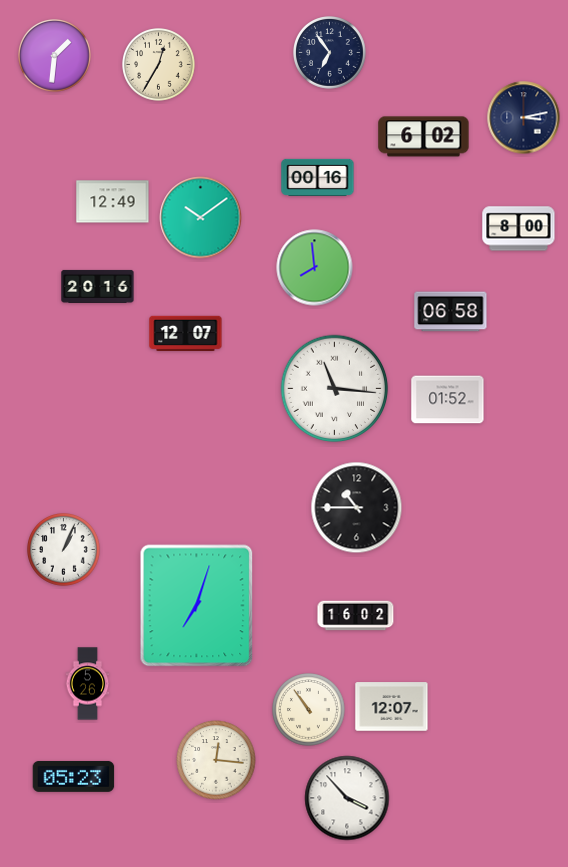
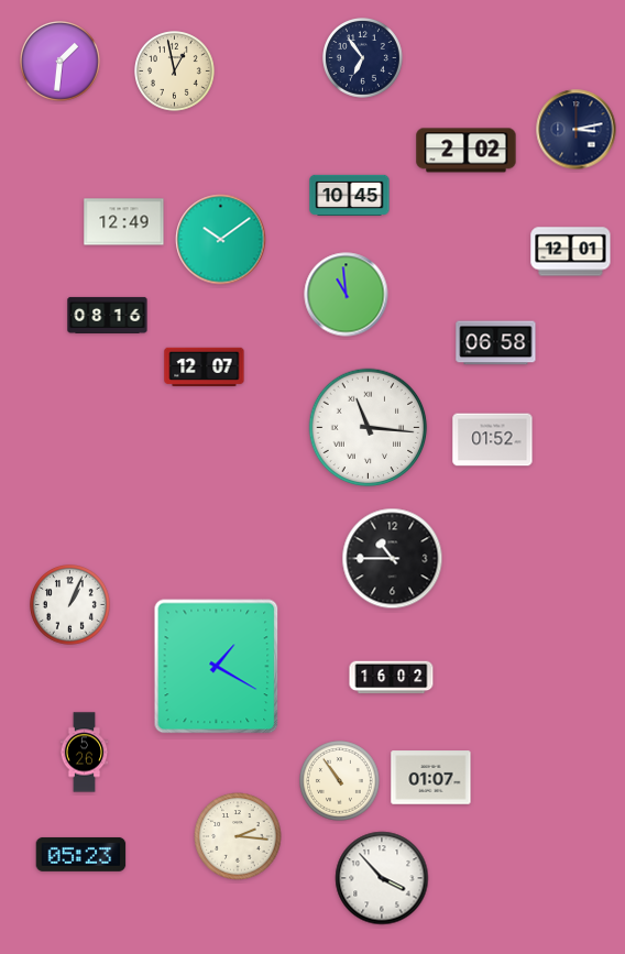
clock at (159, 65): 12:35 -> 12:58
clock at (424, 137): 6:02 -> 2:02
clock at (318, 177): 00:16 -> 10:45
clock at (519, 229): 8:00 -> 12:01
clock at (315, 268): 7:59 -> 10:59
clock at (98, 286): 20:16 -> 08:16
clock at (197, 606): 7:03 -> 1:20
clock at (88, 684) position: (88, 684) -> (85, 753)
clock at (392, 707): 12:07 -> 01:07
clock at (216, 760): 12:16 -> 2:16
